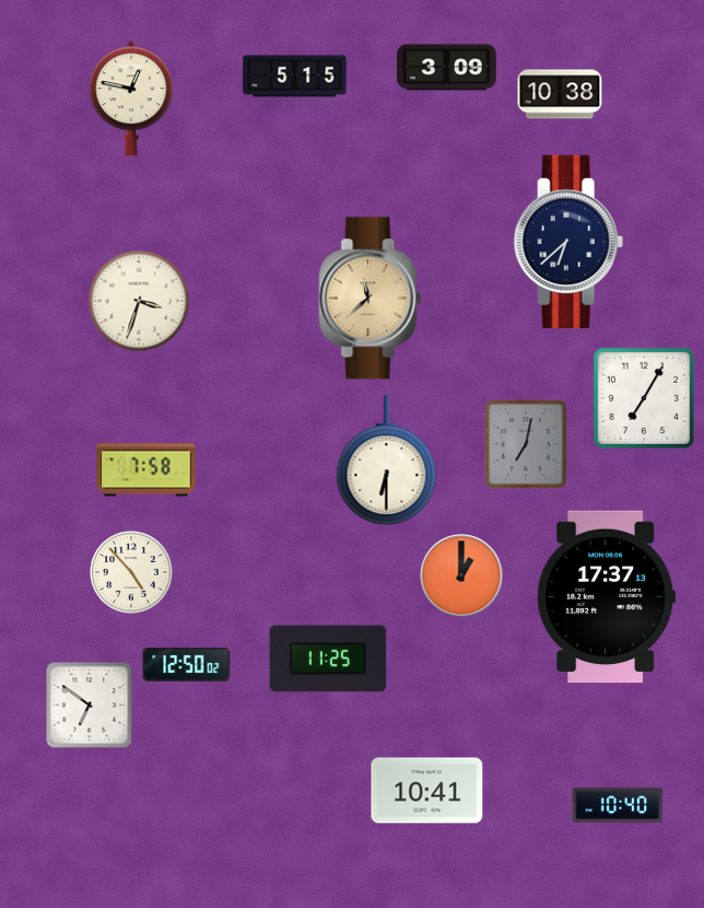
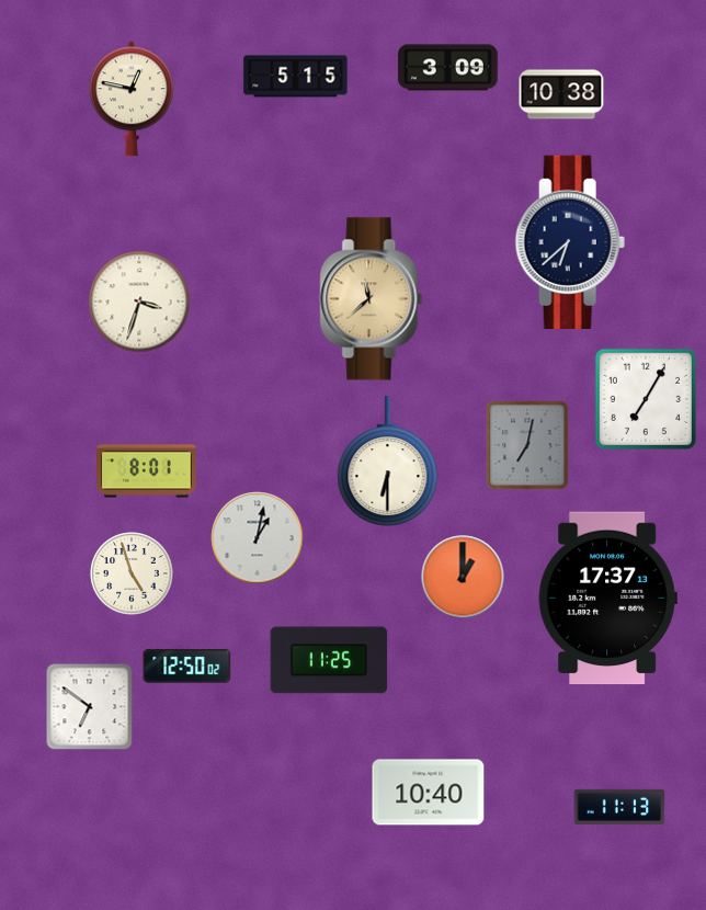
clock at (146, 470): 7:58 -> 8:01
clock at (258, 538): none -> 1:02
clock at (131, 572): 4:53 -> 4:57
clock at (427, 791): 10:41 -> 10:40
clock at (618, 805): 10:40 -> 11:13
